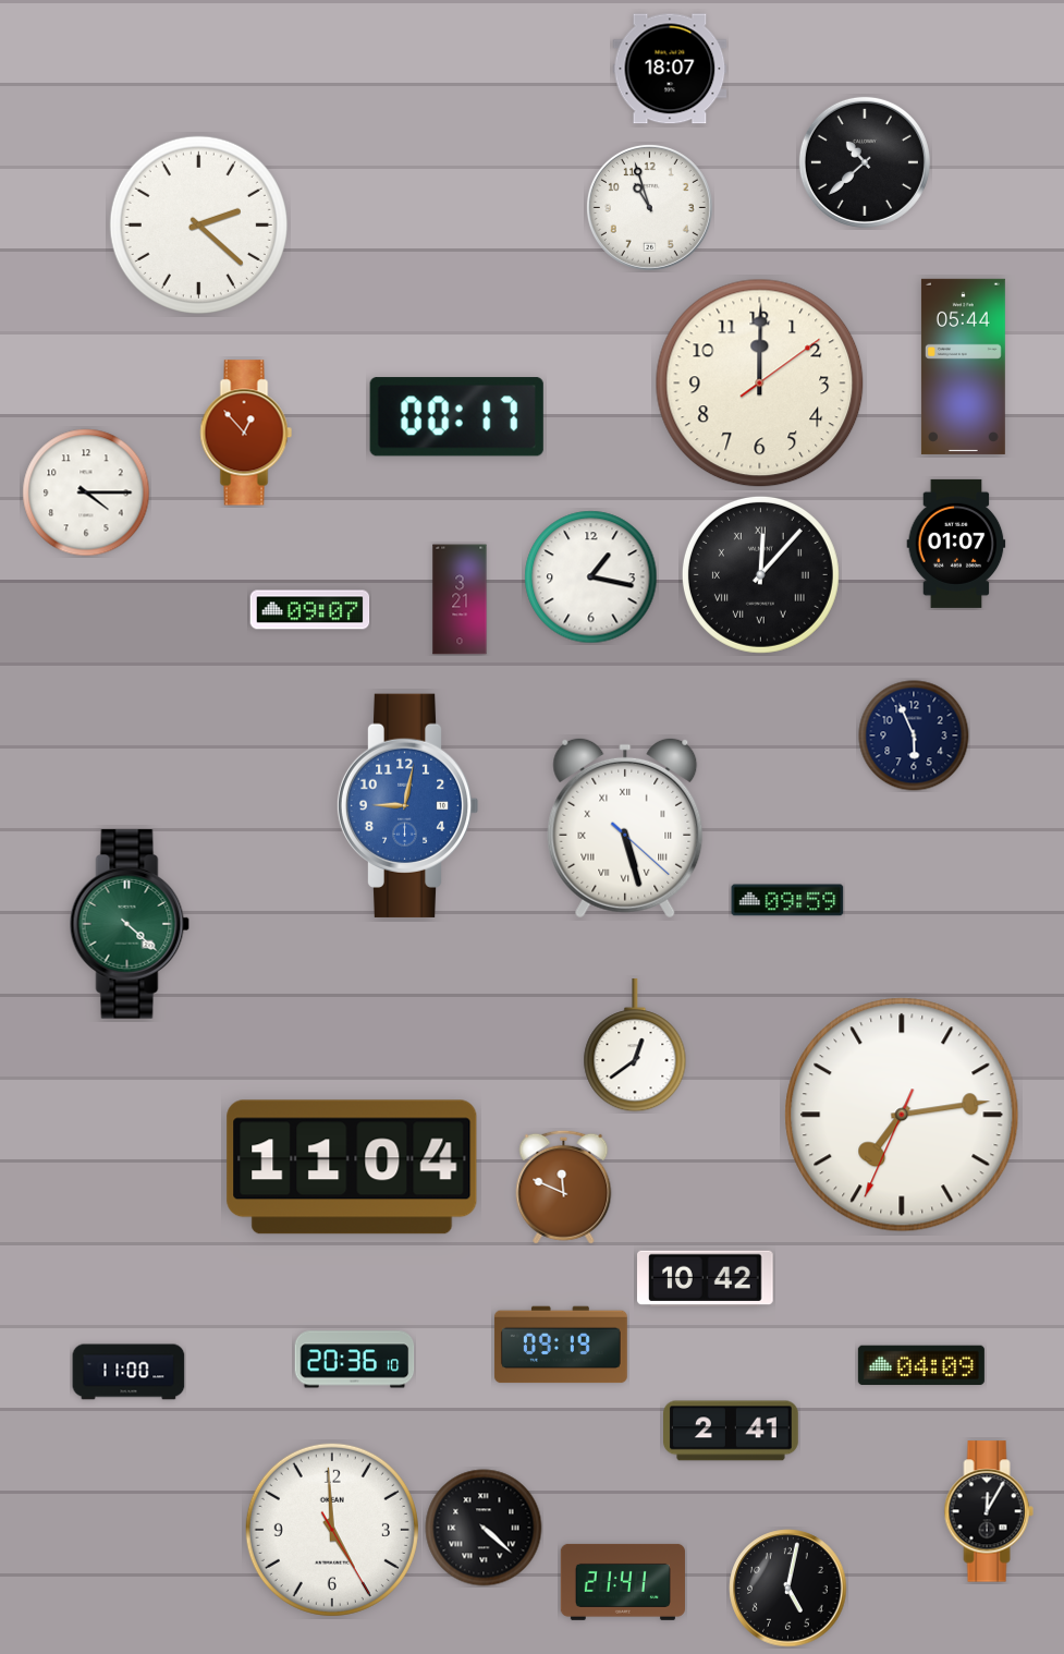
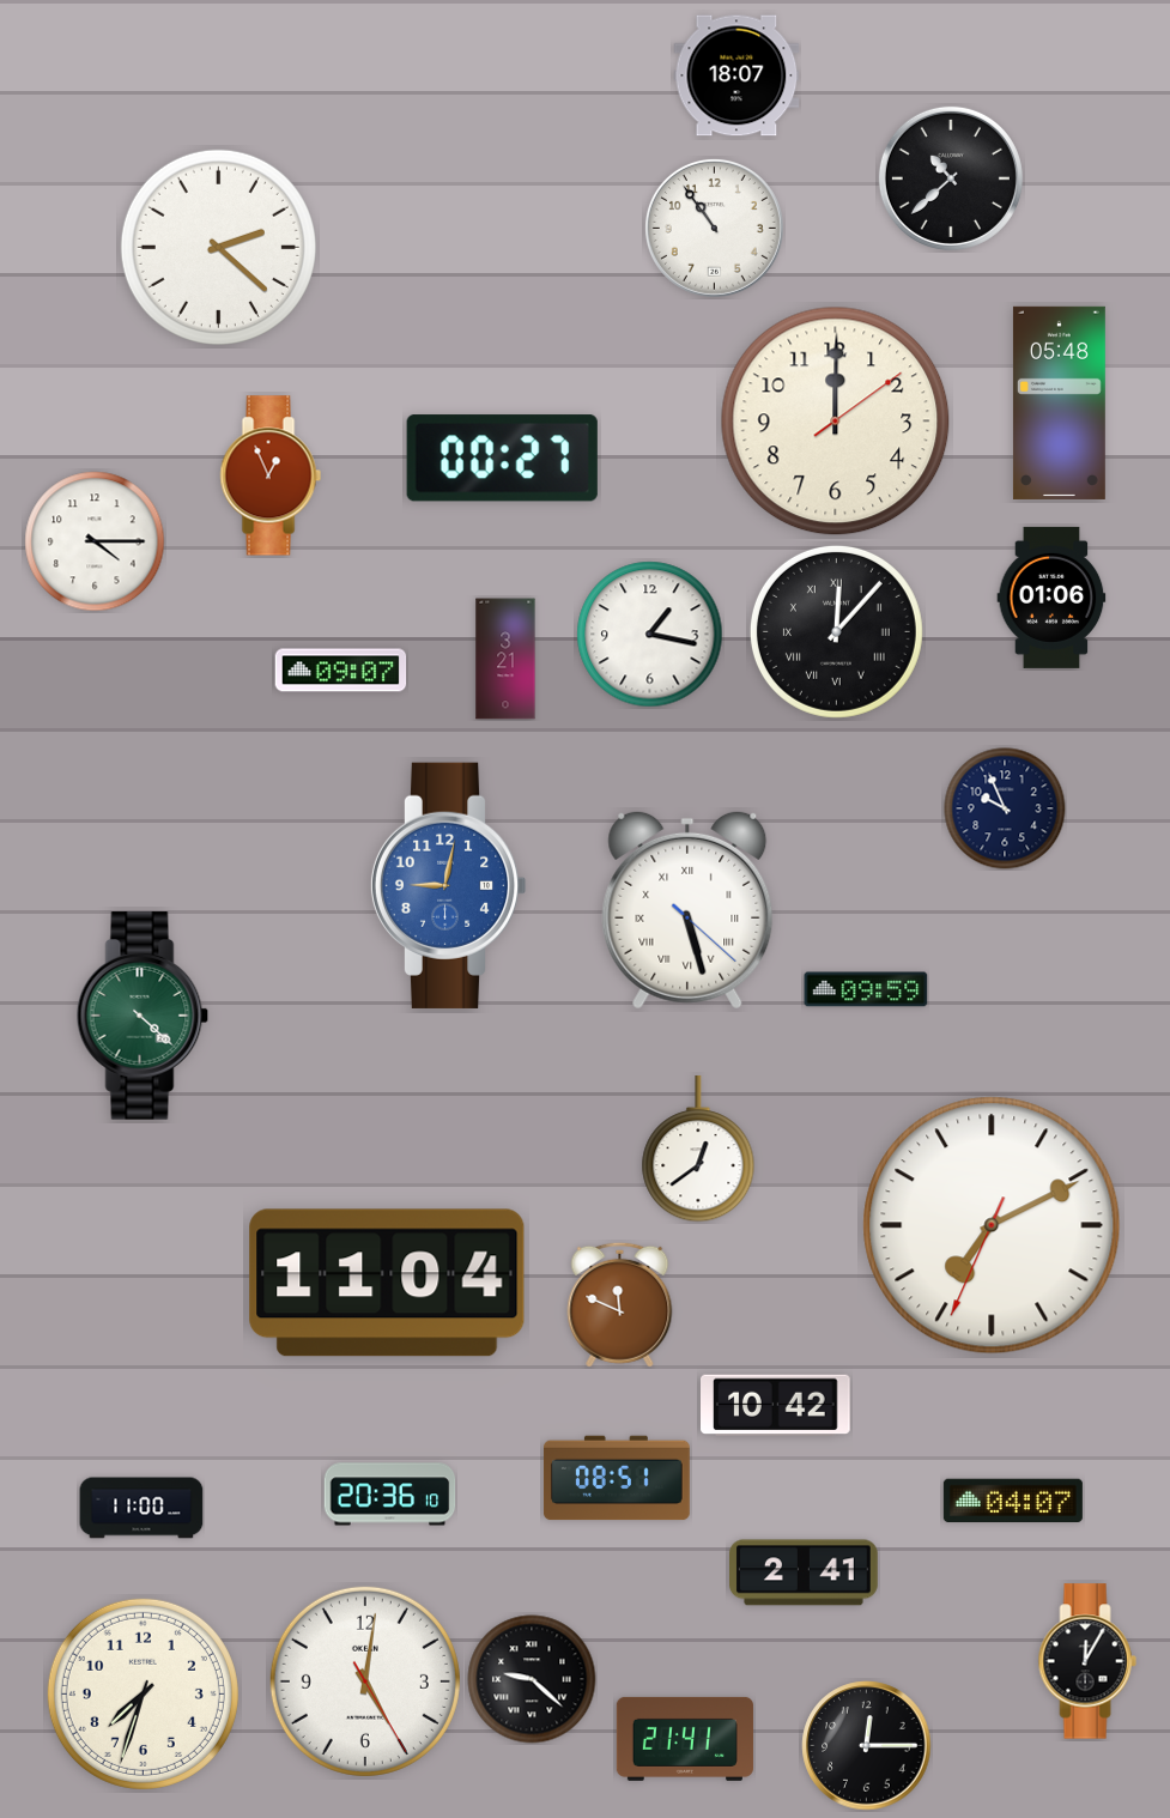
clock at (649, 207): 10:57 -> 10:54
clock at (963, 366): 05:44 -> 05:48
clock at (456, 417): 00:17 -> 00:27
clock at (246, 433): 12:53 -> 12:56
clock at (956, 544): 01:07 -> 01:06
clock at (914, 735): 5:56 -> 9:56
clock at (902, 1115): 7:13 -> 7:10
clock at (561, 1345): 09:19 -> 08:51
clock at (921, 1365): 04:09 -> 04:07
clock at (484, 1528): 4:22 -> 9:22
clock at (332, 1530): 4:59 -> 5:01
clock at (143, 1693): none -> 7:33
clock at (788, 1589): 5:02 -> 12:15
